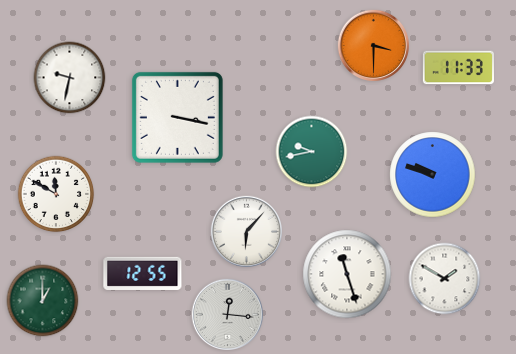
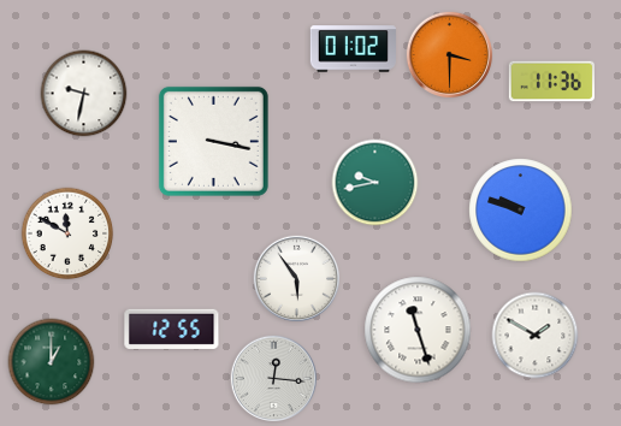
clock at (353, 49): none -> 01:02
clock at (458, 68): 11:33 -> 11:36
clock at (246, 231): 6:07 -> 5:54
